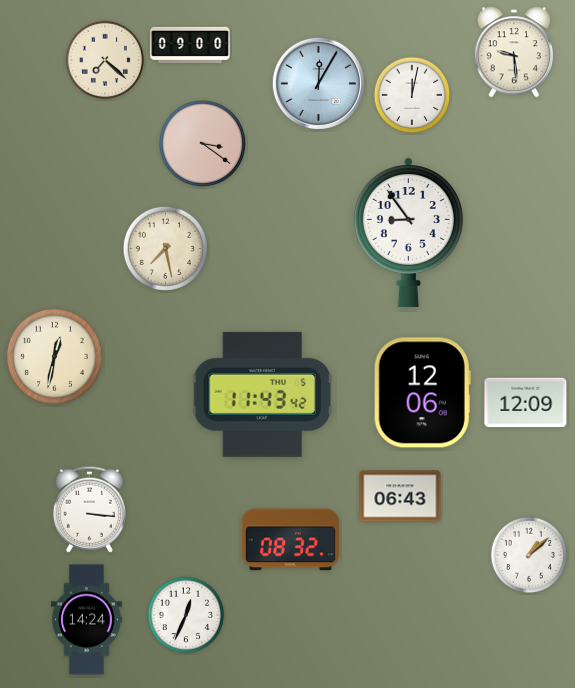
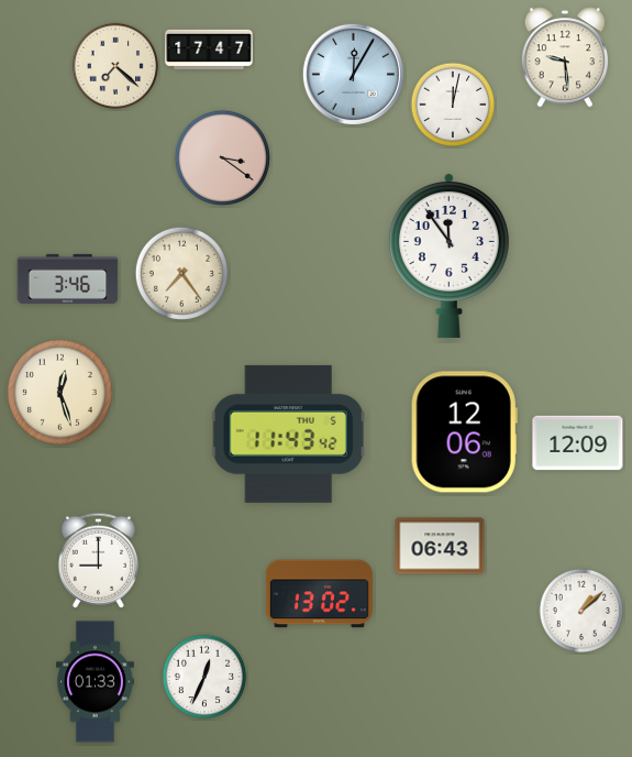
clock at (190, 44): 09:00 -> 17:47
clock at (318, 83) position: (318, 83) -> (353, 74)
clock at (408, 233): 8:54 -> 11:54
clock at (165, 248): 7:28 -> 7:24
clock at (68, 278): none -> 3:46
clock at (54, 356): 12:32 -> 12:27
clock at (89, 509): 3:16 -> 9:00
clock at (290, 540): 08:32 -> 13:02
clock at (86, 620): 14:24 -> 01:33
